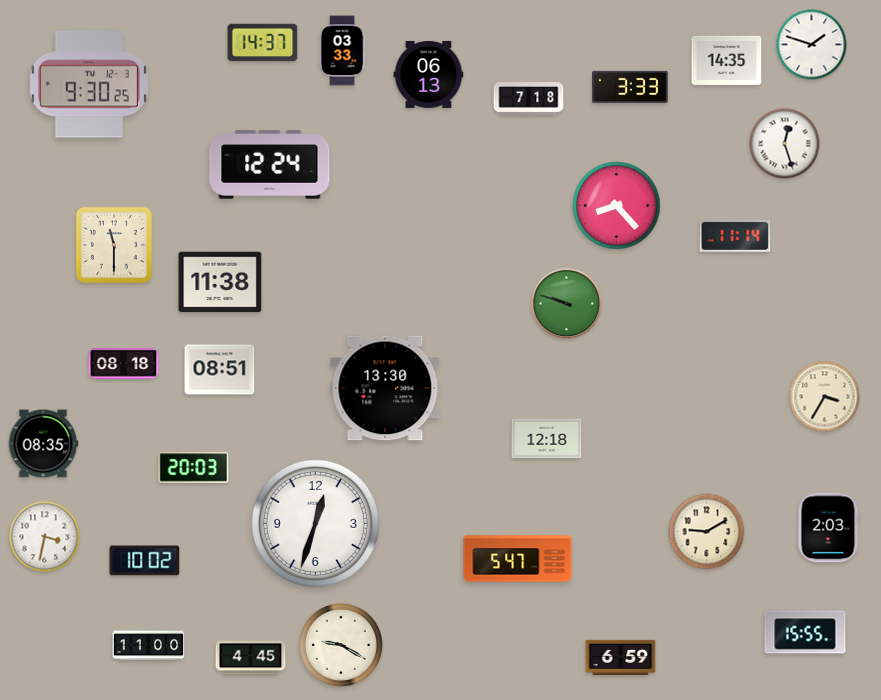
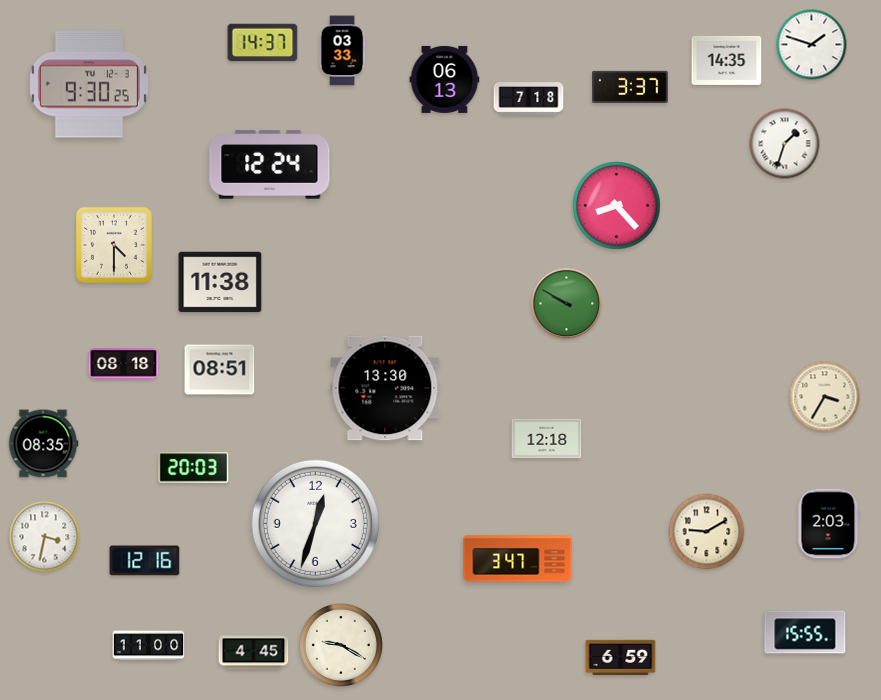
clock at (429, 74) position: (429, 74) -> (445, 79)
clock at (631, 87): 3:33 -> 3:37
clock at (785, 144): 12:27 -> 1:33
clock at (735, 236): 11:14 -> none
clock at (114, 245): 11:30 -> 4:30
clock at (567, 304): 9:48 -> 9:50
clock at (828, 528) position: (828, 528) -> (828, 524)
clock at (518, 559): 5:47 -> 3:47
clock at (145, 561): 10:02 -> 12:16
clock at (251, 658) position: (251, 658) -> (254, 653)
